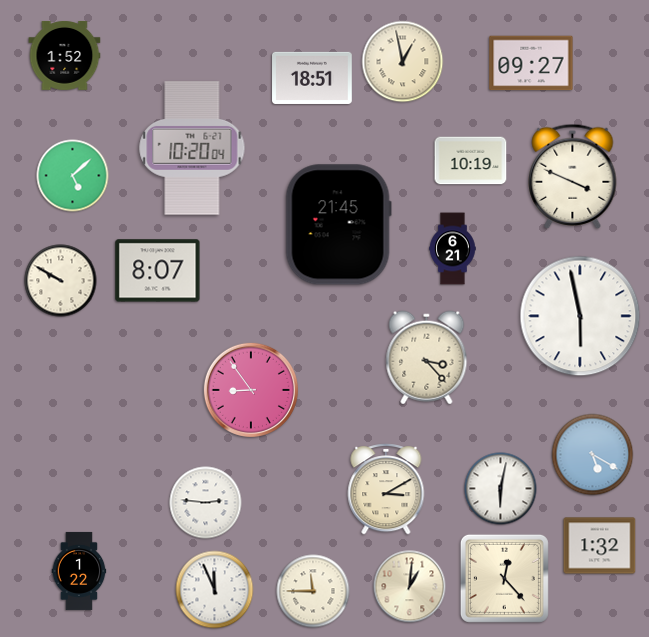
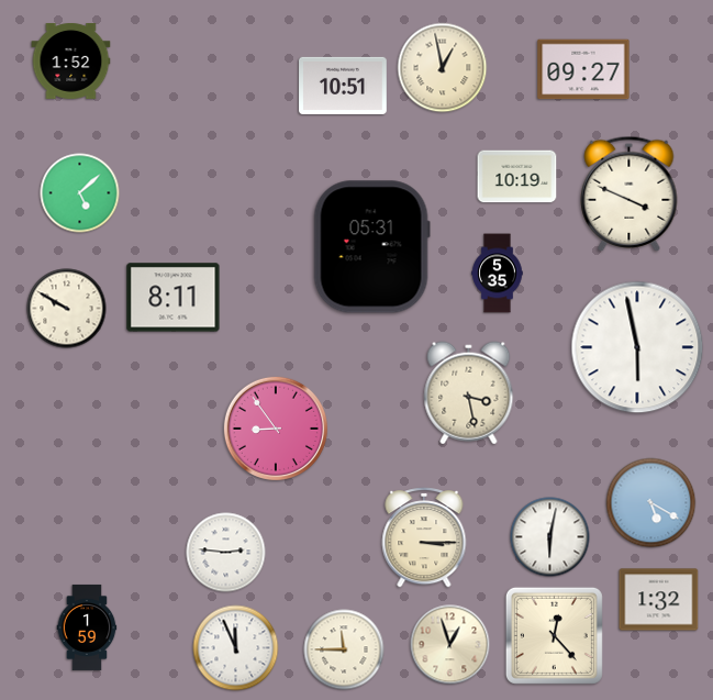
clock at (312, 78): 18:51 -> 10:51
clock at (192, 148): 10:20 -> none
clock at (338, 225): 21:45 -> 05:31
clock at (453, 249): 6:21 -> 5:35
clock at (158, 271): 8:07 -> 8:11
clock at (427, 358): 3:23 -> 3:28
clock at (593, 455) position: (593, 455) -> (651, 503)
clock at (386, 489): 3:10 -> 3:15
clock at (79, 571): 1:22 -> 1:59
clock at (410, 587): 1:01 -> 12:57
